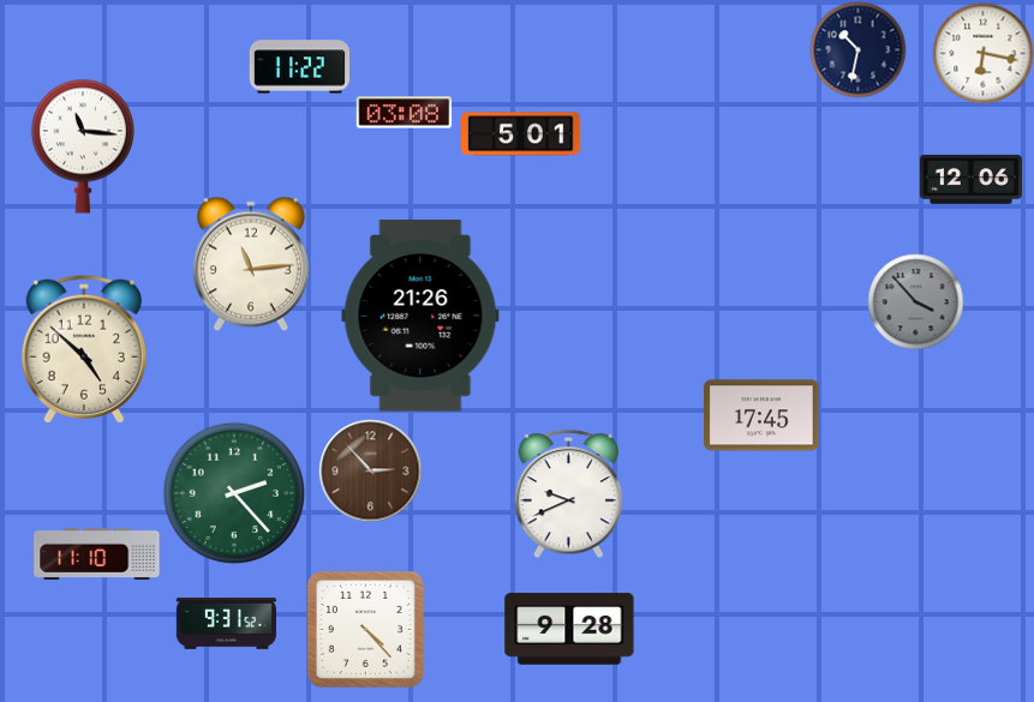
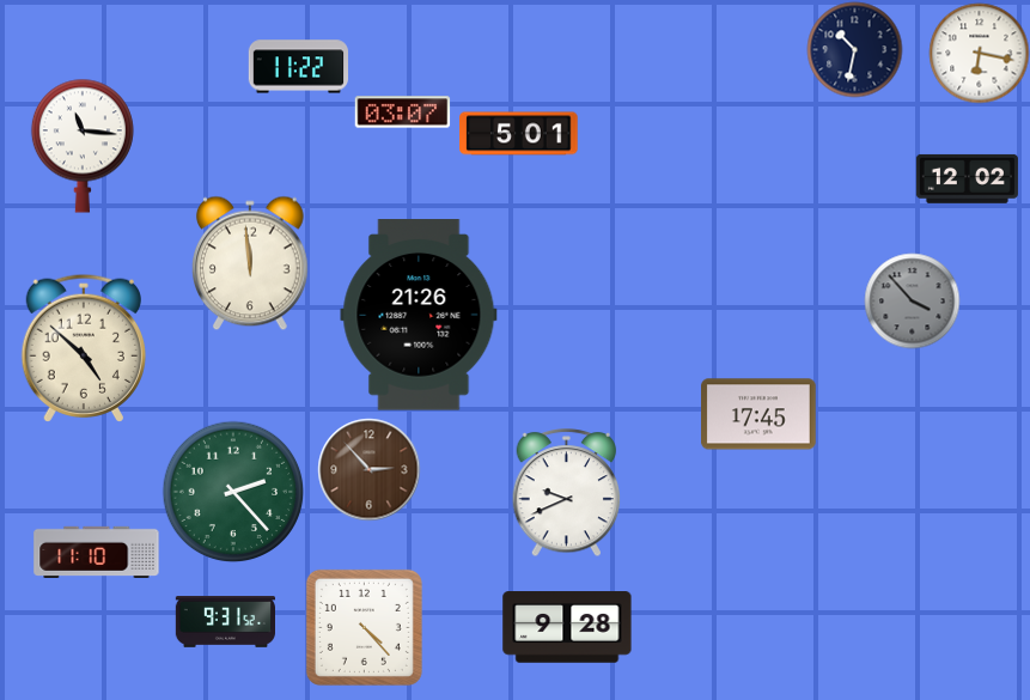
clock at (404, 113): 03:08 -> 03:07
clock at (970, 179): 12:06 -> 12:02
clock at (251, 264): 11:14 -> 11:59
